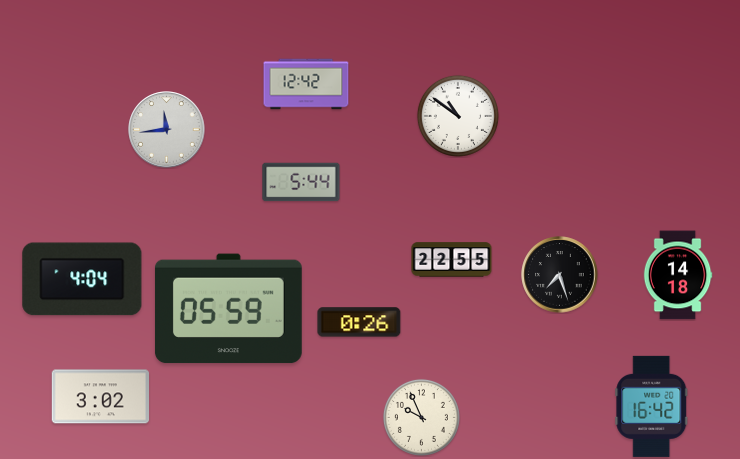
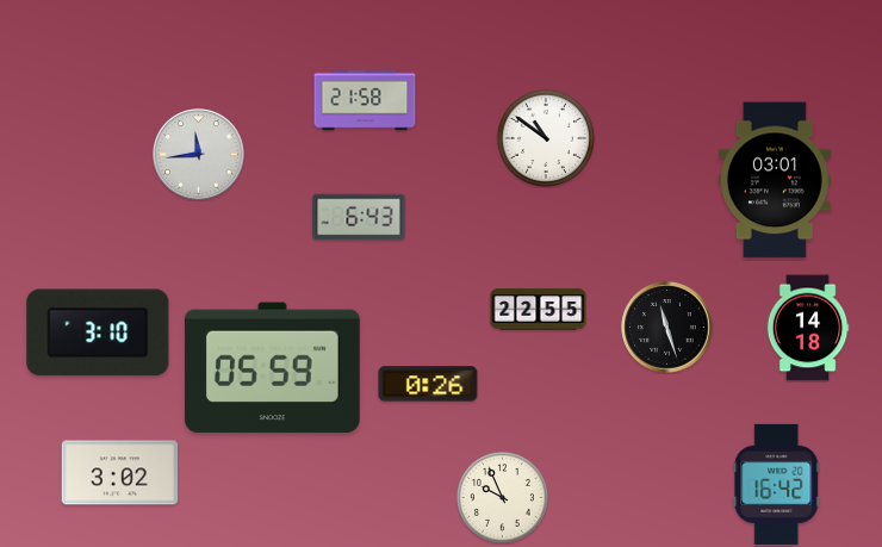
clock at (306, 84): 12:42 -> 21:58
clock at (775, 180): none -> 03:01
clock at (301, 182): 5:44 -> 6:43
clock at (560, 275): 7:27 -> 11:27
clock at (82, 279): 4:04 -> 3:10
